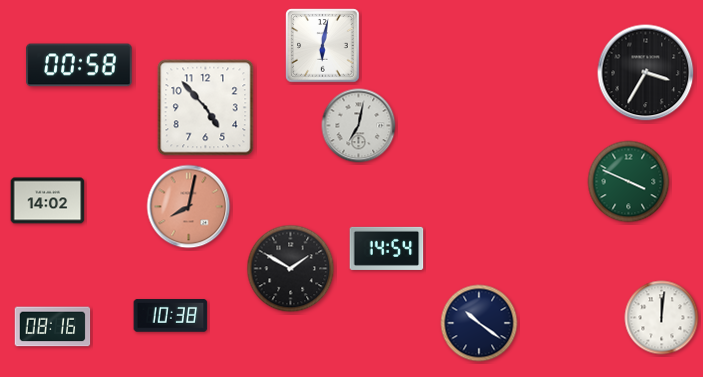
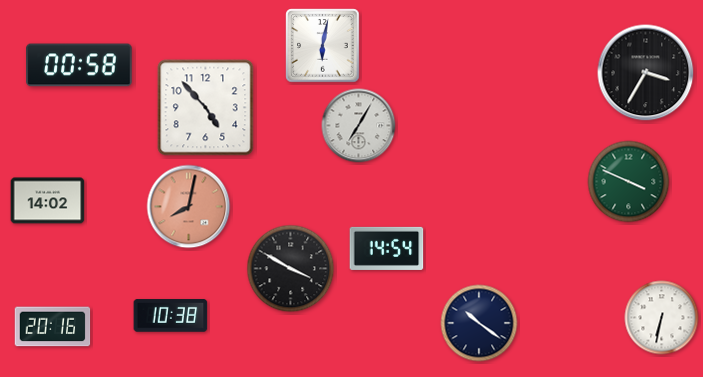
clock at (359, 126): 7:02 -> 7:05
clock at (291, 269): 1:50 -> 3:50
clock at (662, 318): 12:01 -> 6:32
clock at (53, 327): 08:16 -> 20:16
